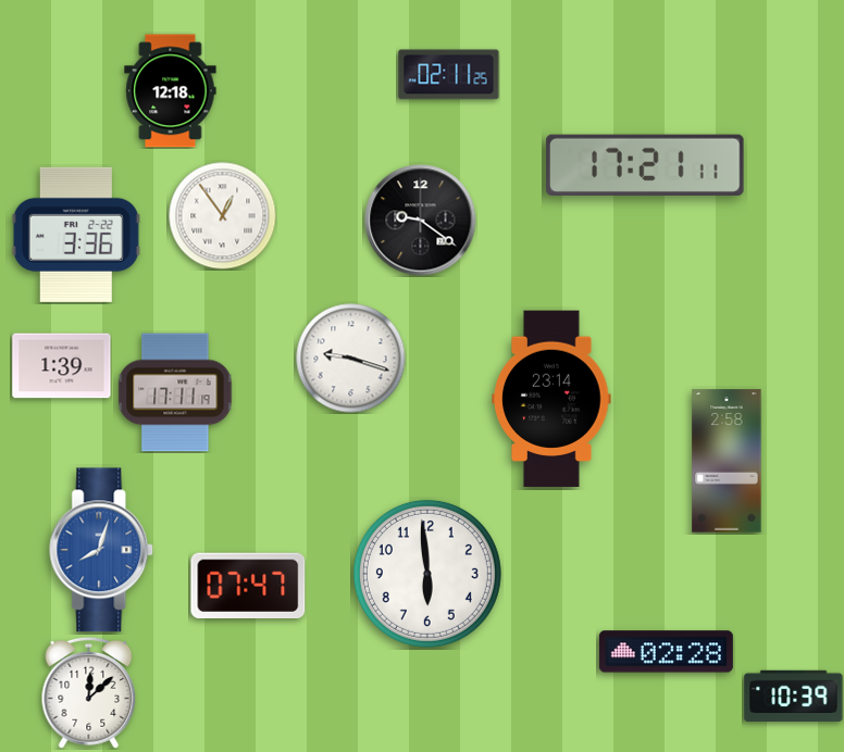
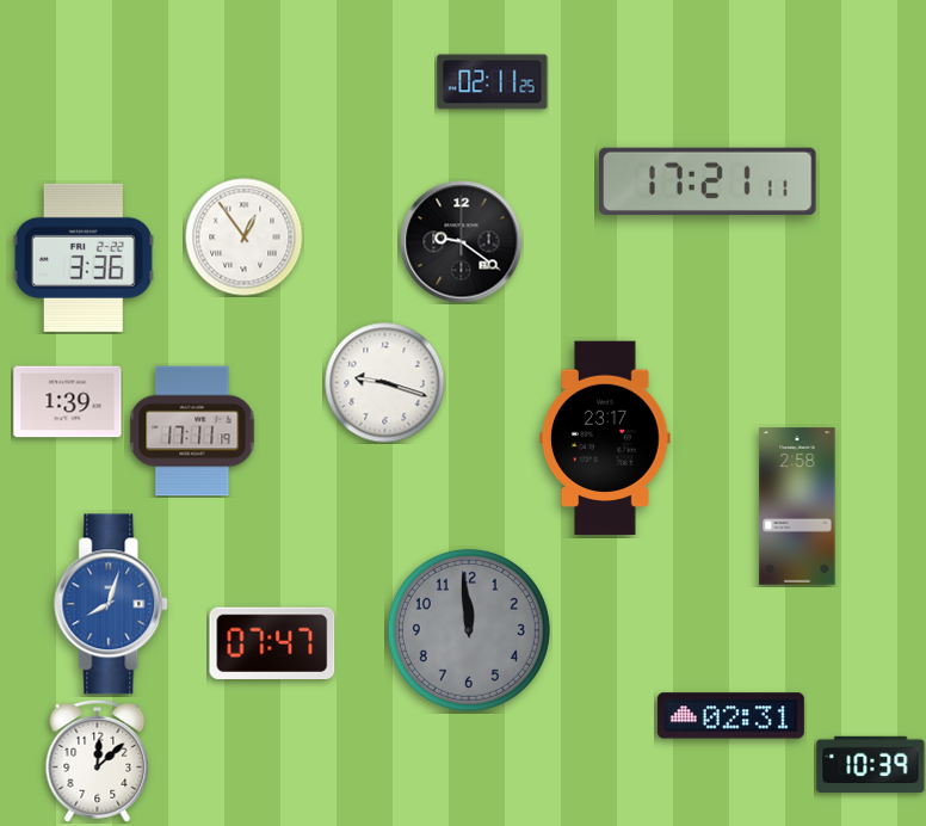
clock at (171, 91): 12:18 -> none
clock at (351, 359) position: (351, 359) -> (385, 383)
clock at (551, 399): 23:14 -> 23:17
clock at (427, 574): 5:59 -> 11:59
clock at (427, 574) dial: white -> grey
clock at (666, 652): 02:28 -> 02:31
